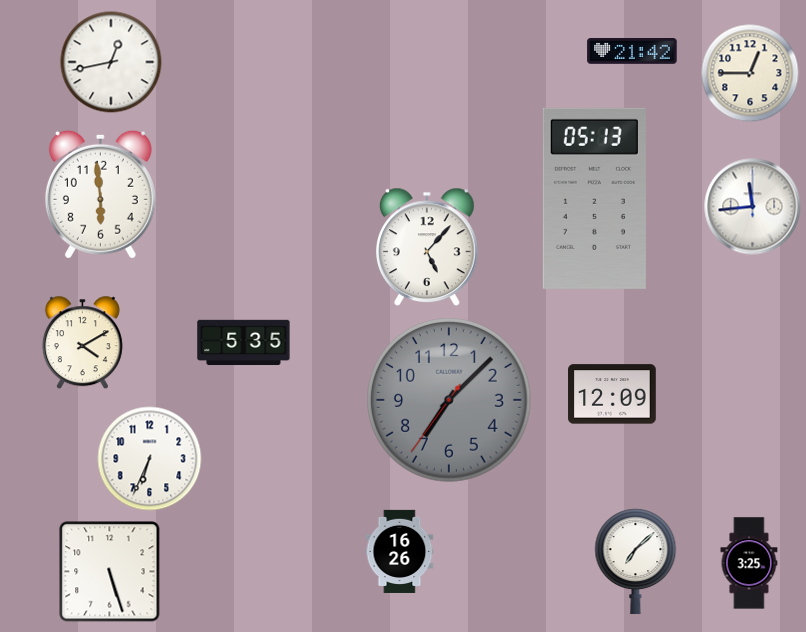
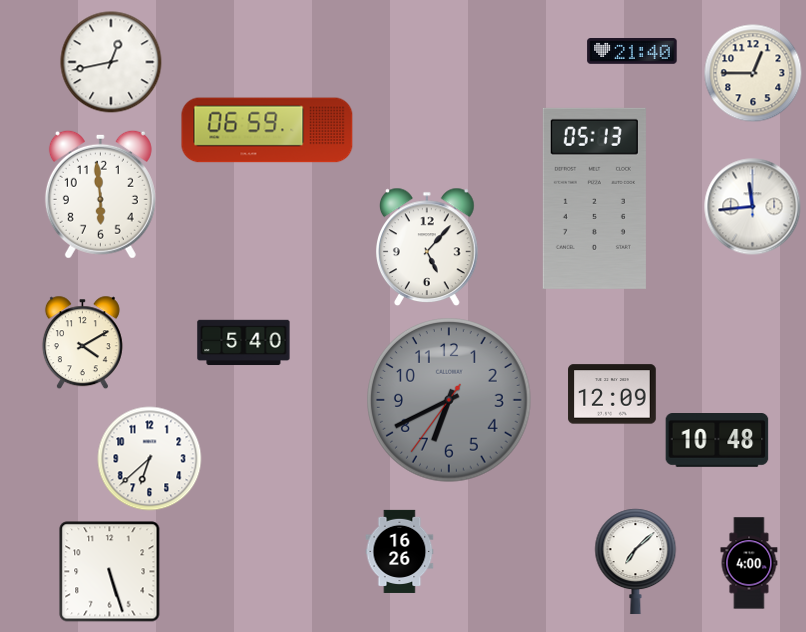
clock at (632, 52): 21:42 -> 21:40
clock at (750, 73) position: (750, 73) -> (753, 73)
clock at (267, 130): none -> 06:59
clock at (244, 343): 5:35 -> 5:40
clock at (450, 401): 7:07 -> 6:40
clock at (717, 441): none -> 10:48
clock at (150, 459): 6:34 -> 6:38
clock at (749, 563): 3:25 -> 4:00
